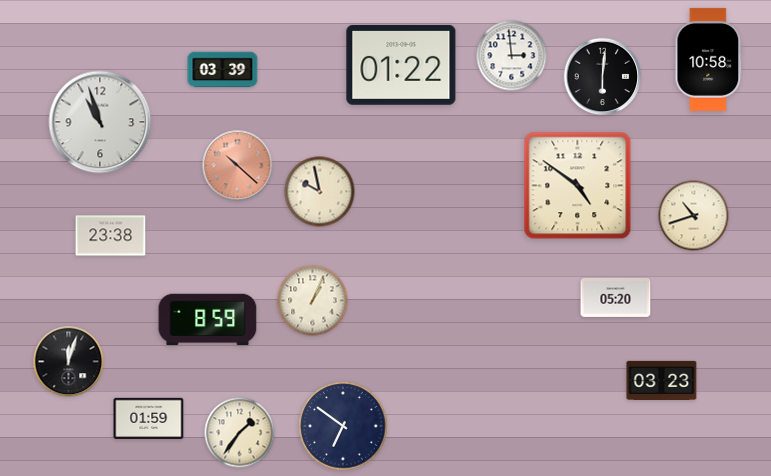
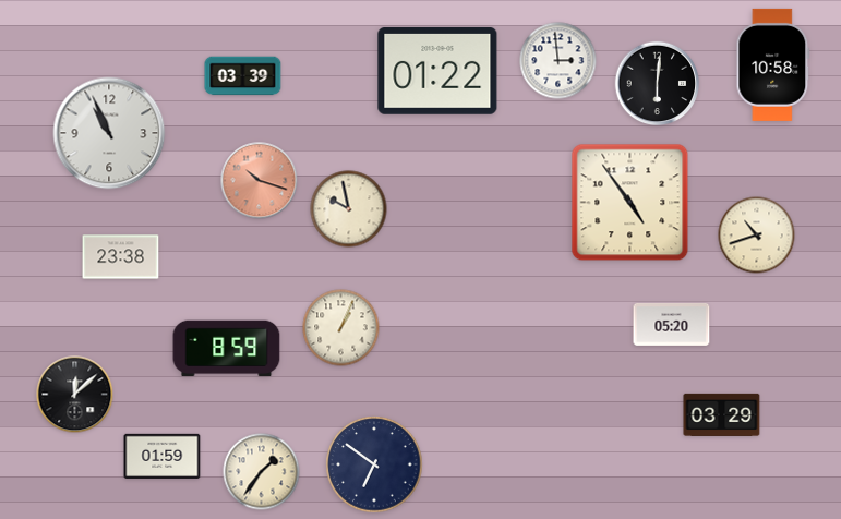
clock at (100, 122): 10:57 -> 10:56
clock at (238, 166): 10:22 -> 10:18
clock at (578, 186): 4:51 -> 4:54
clock at (69, 362): 12:03 -> 12:08
clock at (662, 380): 03:23 -> 03:29
